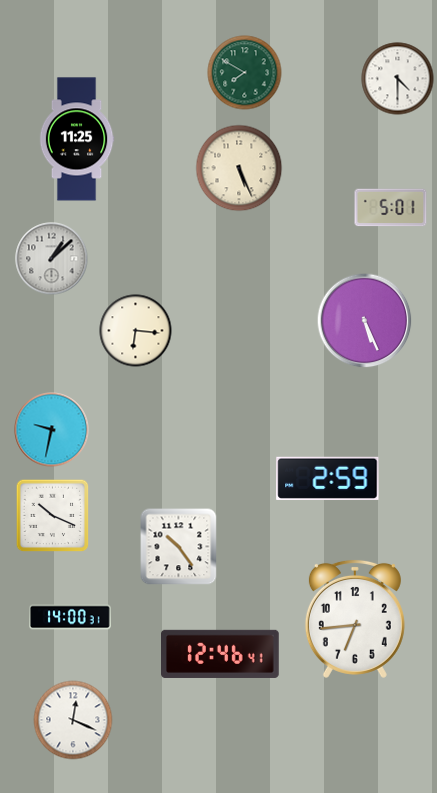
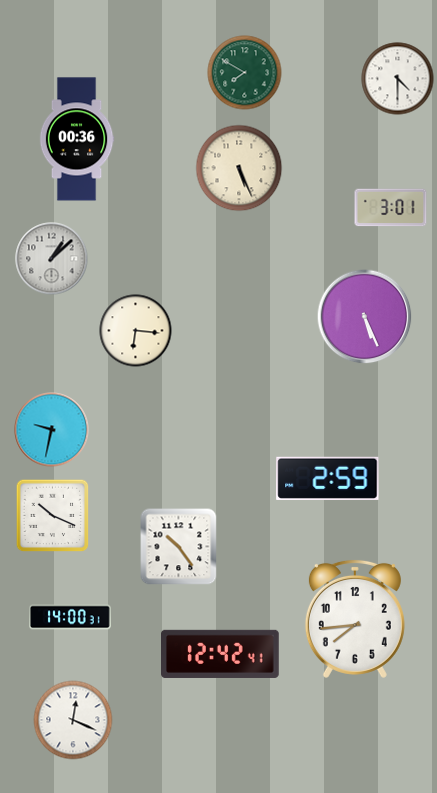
clock at (77, 139): 11:25 -> 00:36
clock at (391, 208): 5:01 -> 3:01
clock at (365, 321) position: (365, 321) -> (365, 317)
clock at (355, 619): 6:44 -> 7:44
clock at (221, 654): 12:46 -> 12:42
